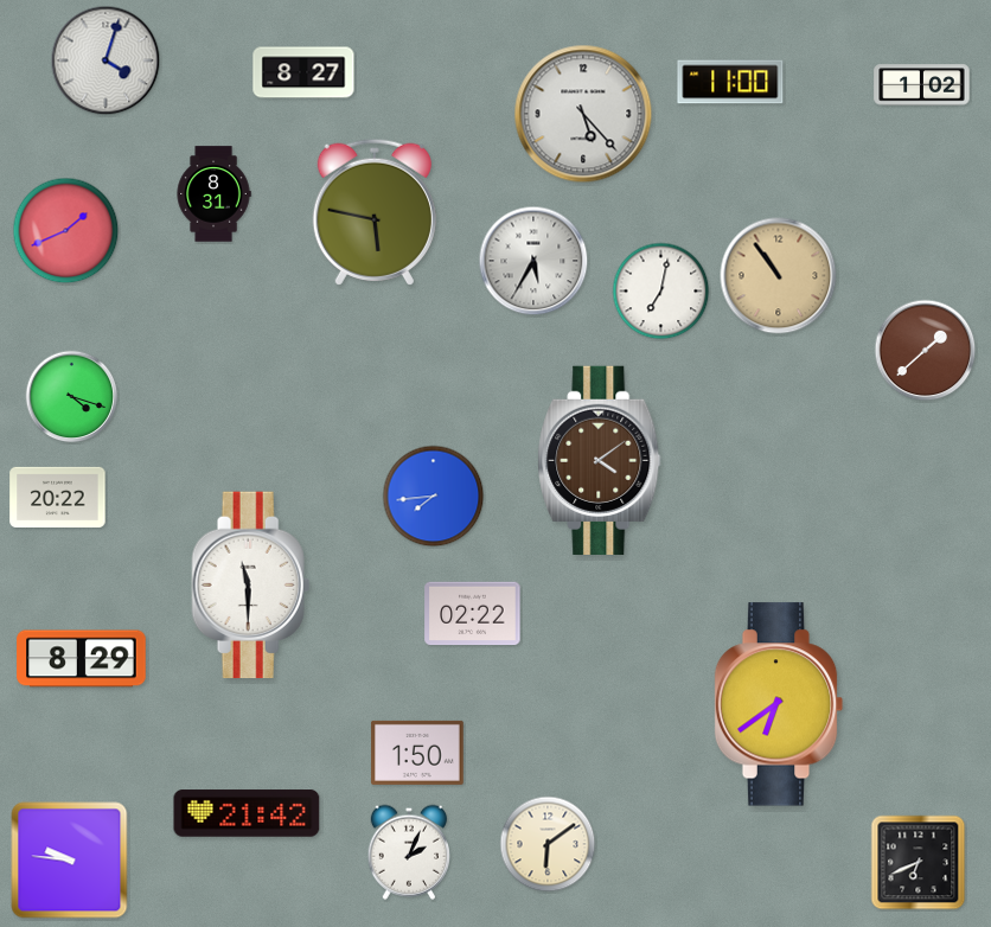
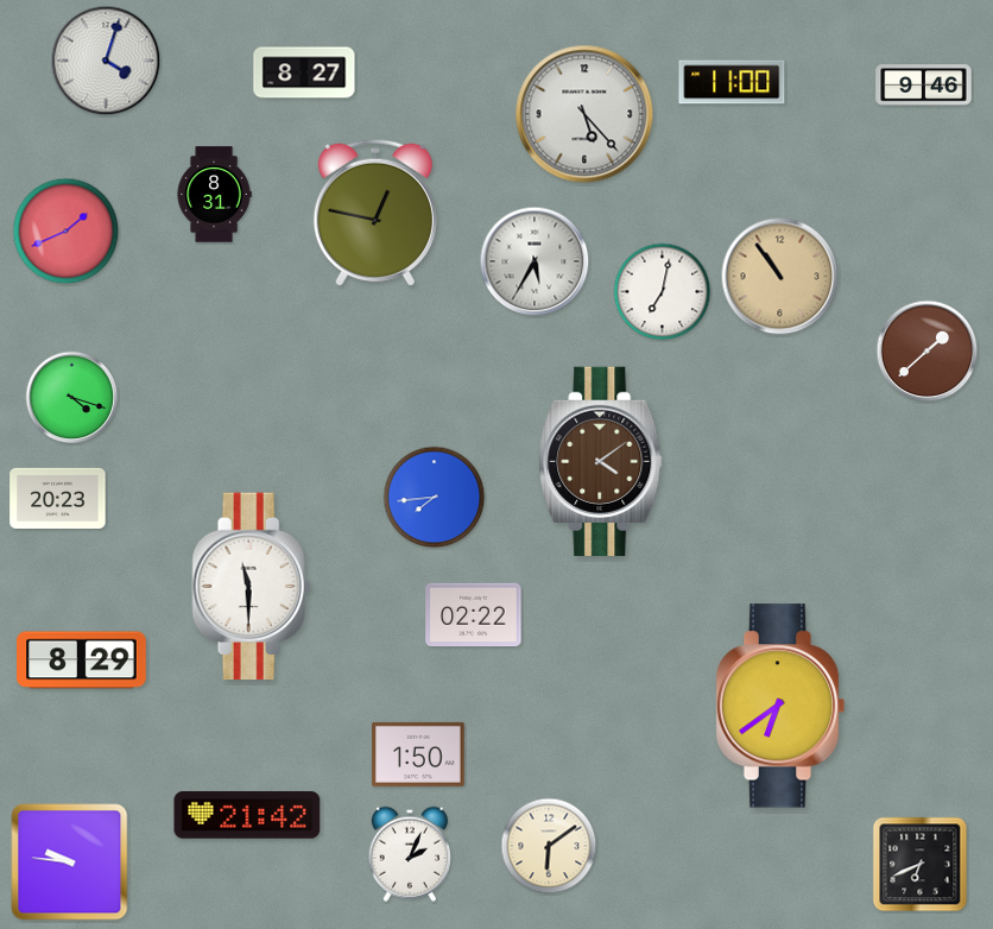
clock at (922, 85): 1:02 -> 9:46
clock at (375, 212): 5:47 -> 12:47
clock at (58, 497): 20:22 -> 20:23
